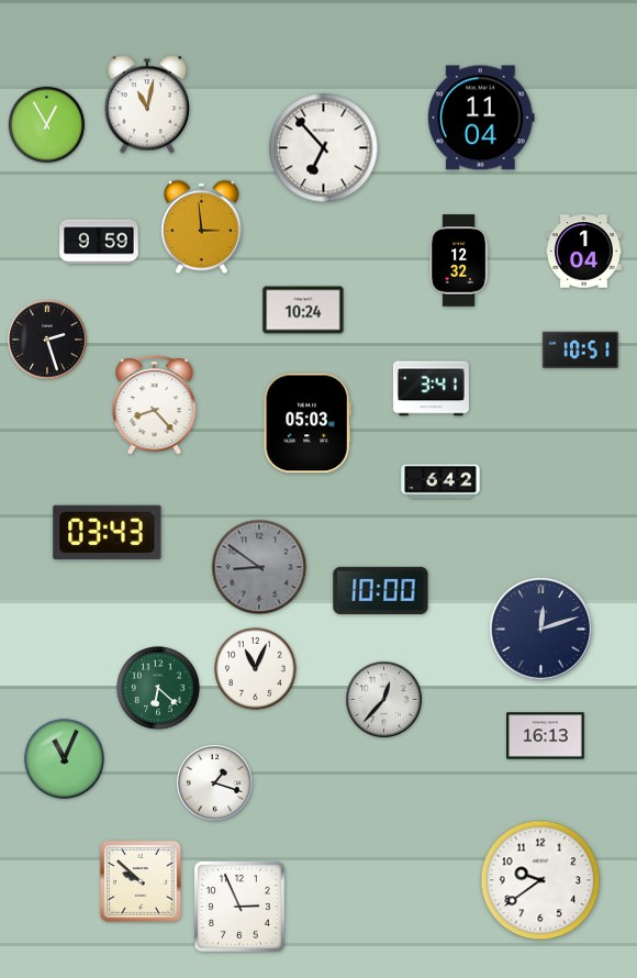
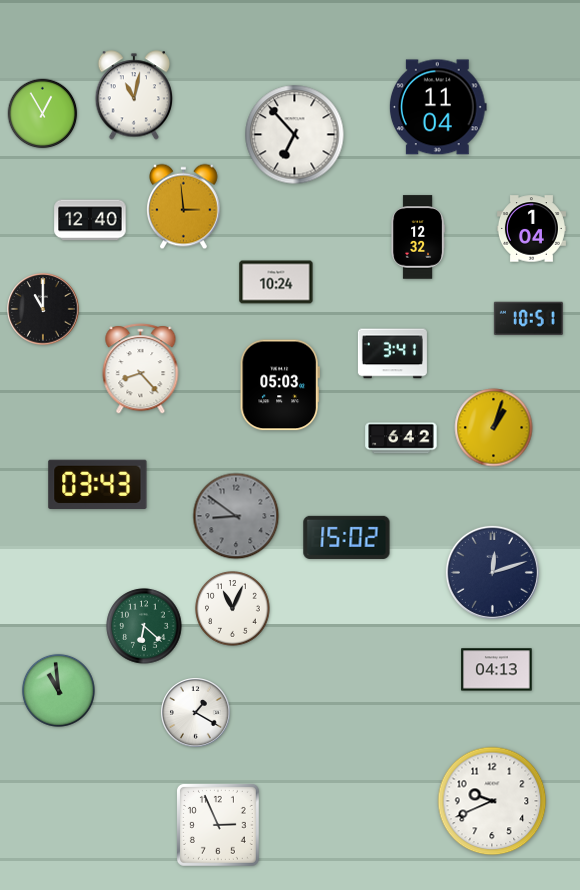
clock at (99, 242): 9:59 -> 12:40
clock at (47, 340): 2:27 -> 11:00
clock at (494, 428): none -> 1:03
clock at (381, 590): 10:00 -> 15:02
clock at (384, 700): 12:37 -> none
clock at (546, 736): 16:13 -> 04:13
clock at (64, 758): 11:04 -> 10:59
clock at (215, 783): 1:18 -> 1:20
clock at (540, 880): 9:39 -> 9:41
clock at (142, 882): 9:52 -> none
